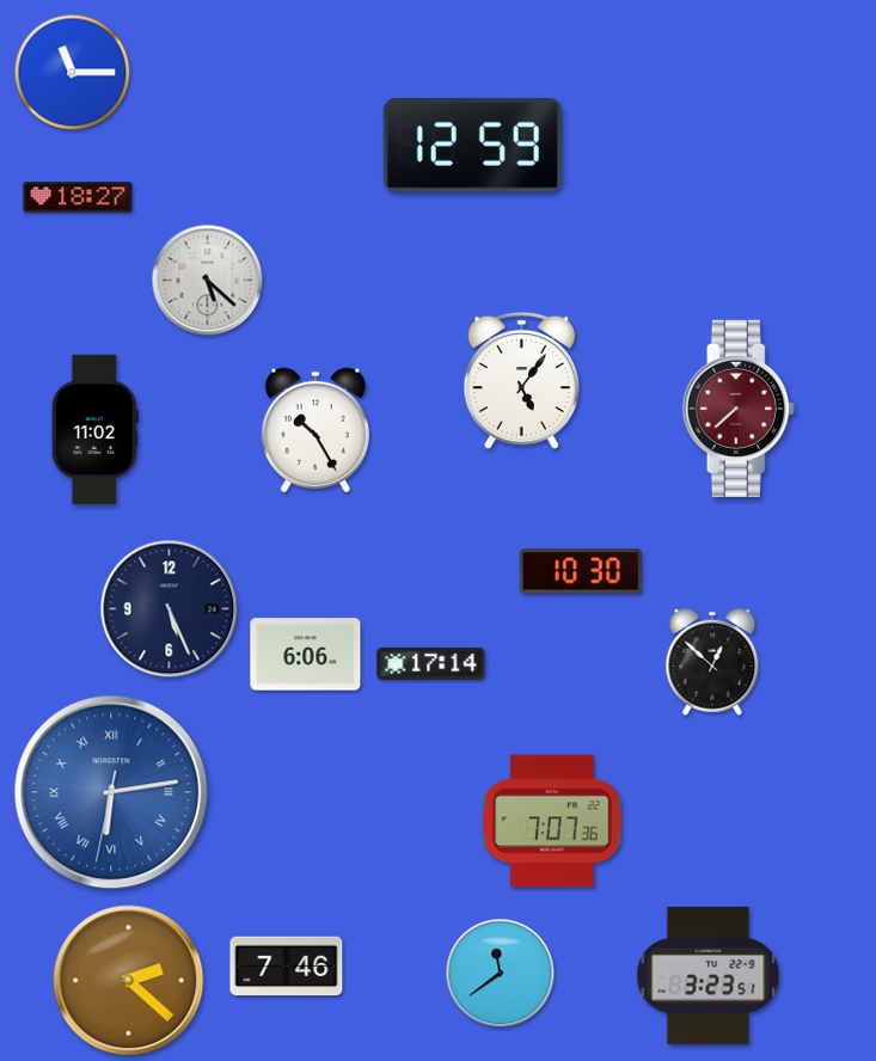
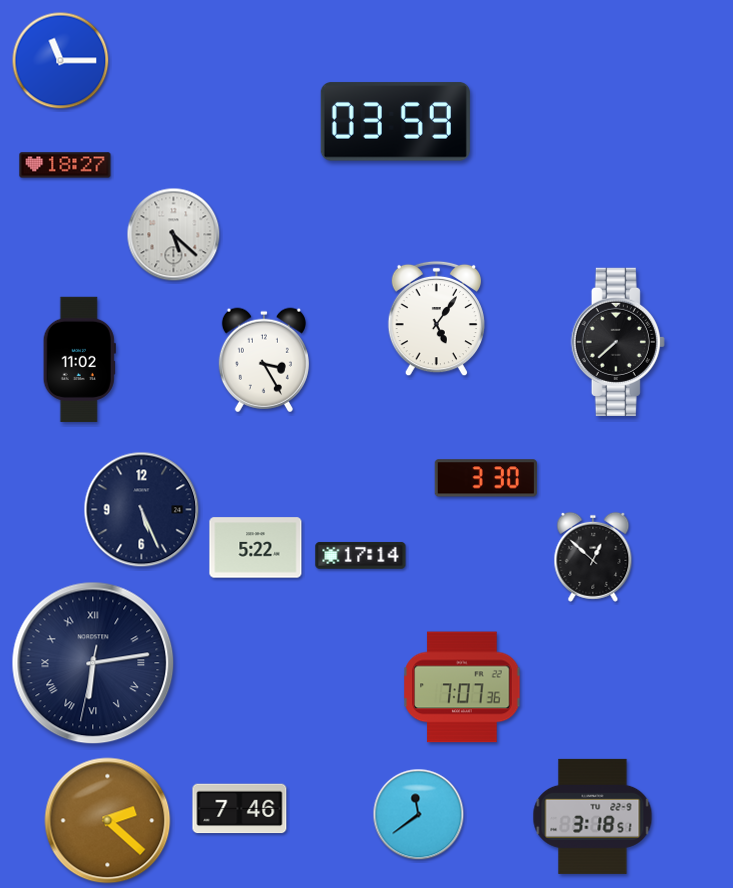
clock at (472, 146): 12:59 -> 03:59
clock at (739, 409) dial: burgundy -> black
clock at (316, 430): 10:25 -> 3:25
clock at (581, 571): 10:30 -> 3:30
clock at (306, 655): 6:06 -> 5:22
clock at (712, 662) position: (712, 662) -> (593, 557)
clock at (111, 792) dial: blue -> navy
clock at (709, 975): 3:23 -> 3:18
